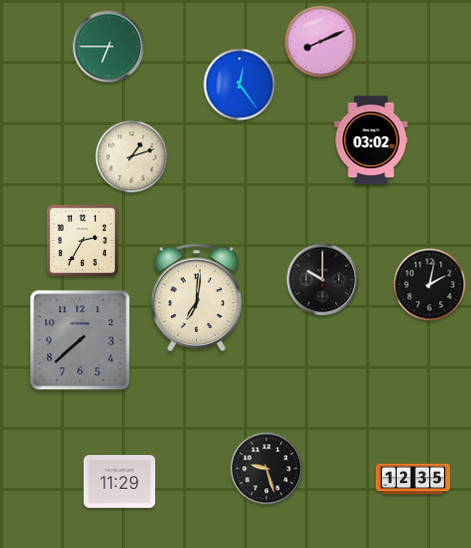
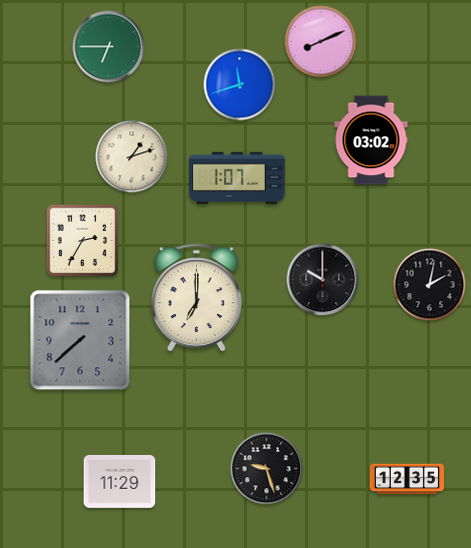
clock at (240, 85): 12:24 -> 11:42
clock at (237, 178): none -> 1:07
clock at (197, 298): 7:01 -> 7:00
clock at (413, 479) position: (413, 479) -> (407, 479)
